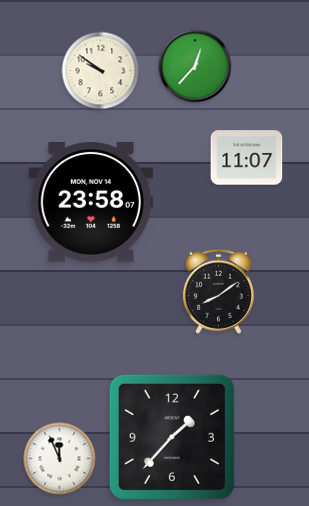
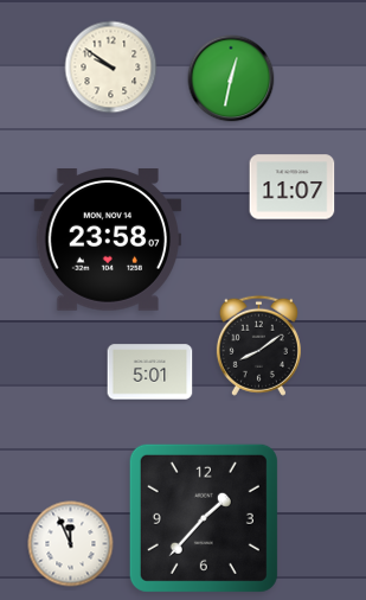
clock at (195, 66): 12:37 -> 12:32
clock at (101, 71) position: (101, 71) -> (111, 68)
clock at (150, 372): none -> 5:01
